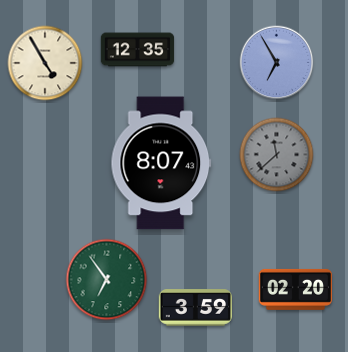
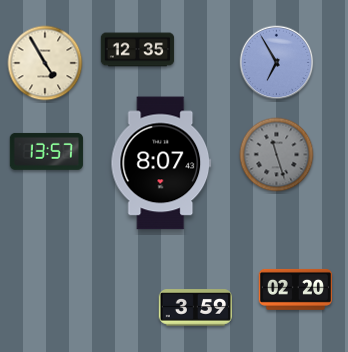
clock at (46, 151): none -> 13:57
clock at (277, 155): 11:38 -> 11:27
clock at (107, 280): 6:54 -> none
